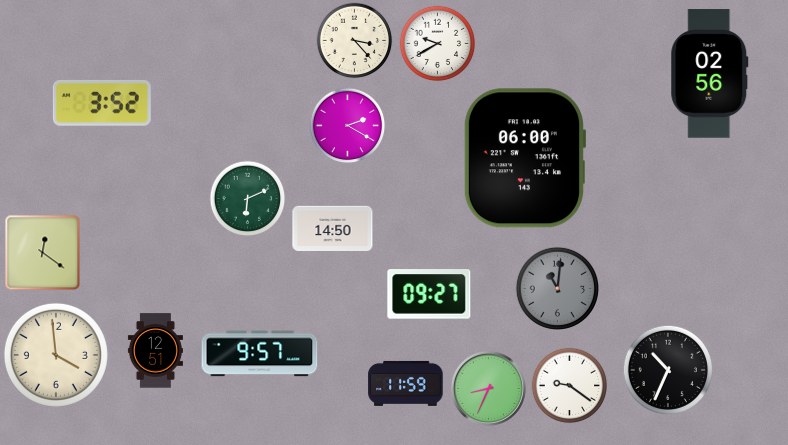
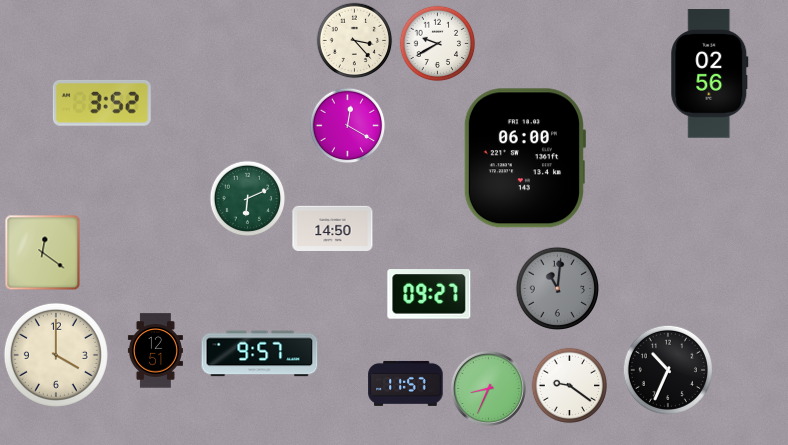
clock at (348, 126): 2:20 -> 12:20
clock at (56, 355): 3:59 -> 4:00
clock at (406, 383): 11:59 -> 11:57
